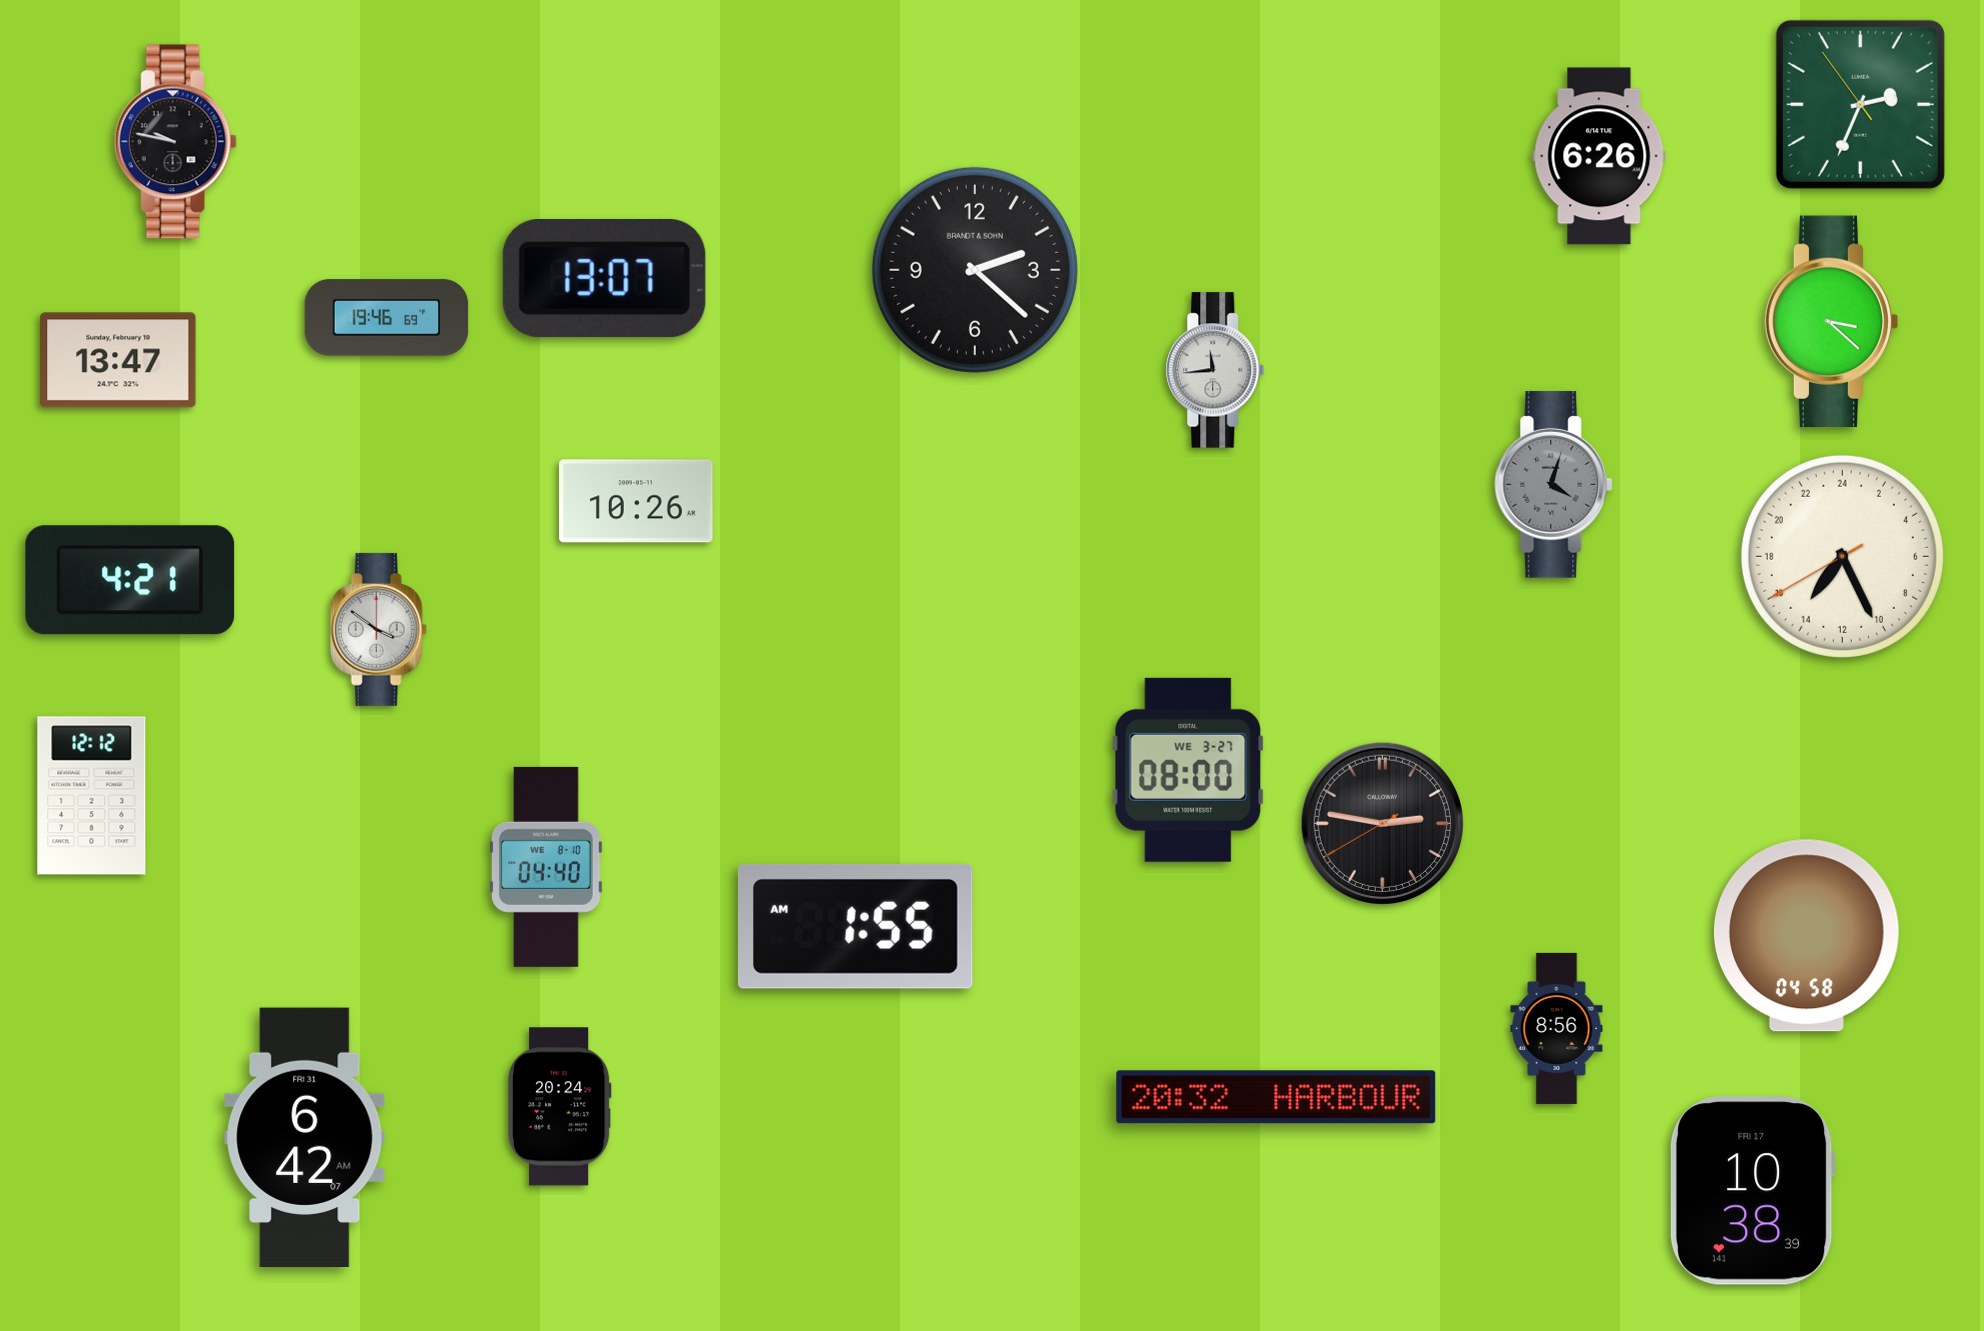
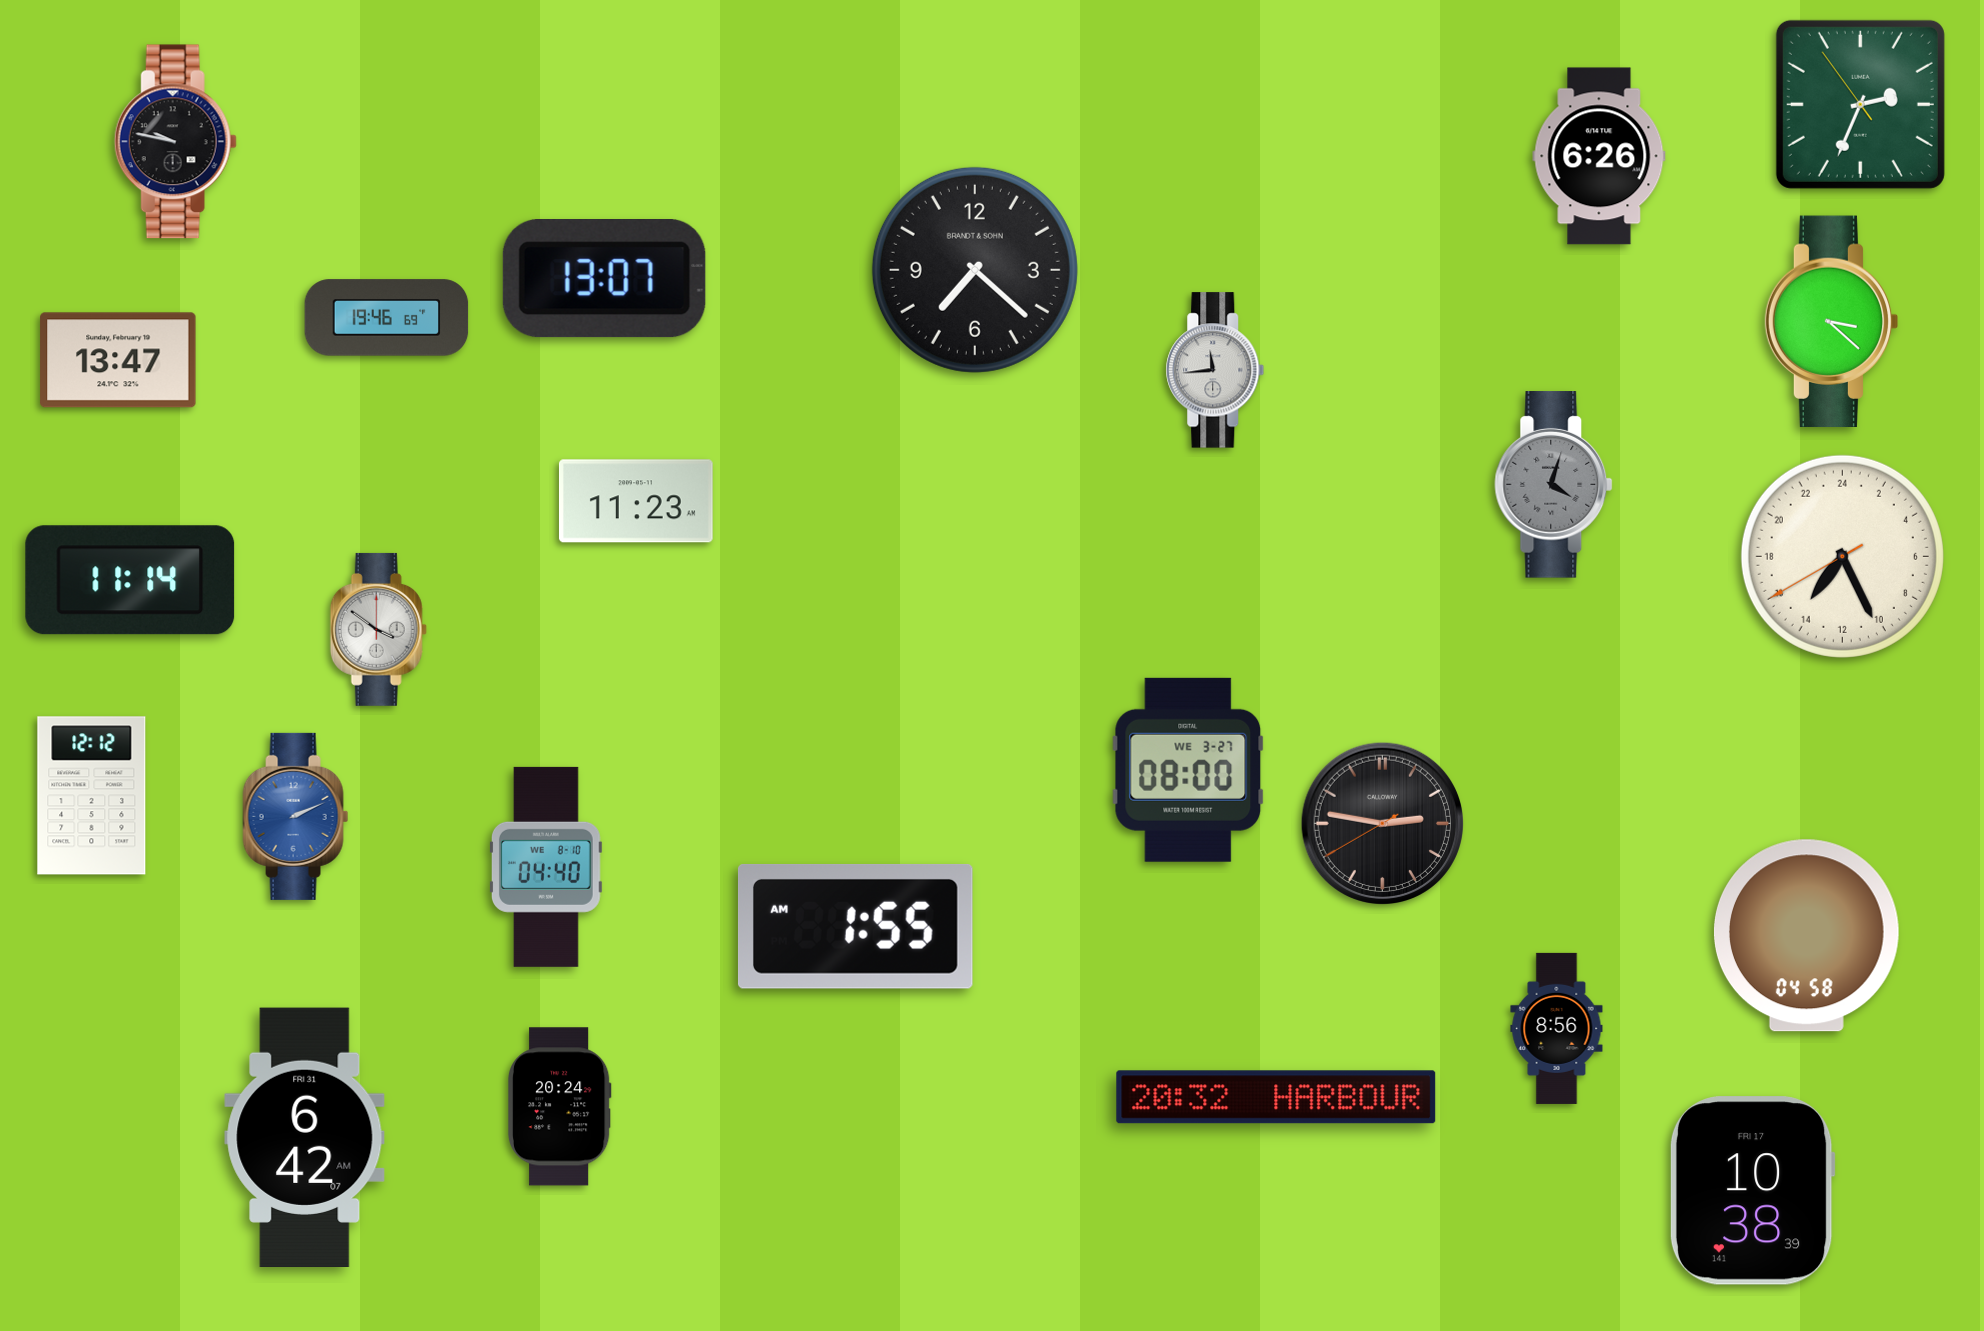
clock at (975, 270): 2:22 -> 7:22
clock at (636, 501): 10:26 -> 11:23
clock at (130, 580): 4:21 -> 11:14
clock at (296, 816): none -> 2:11
